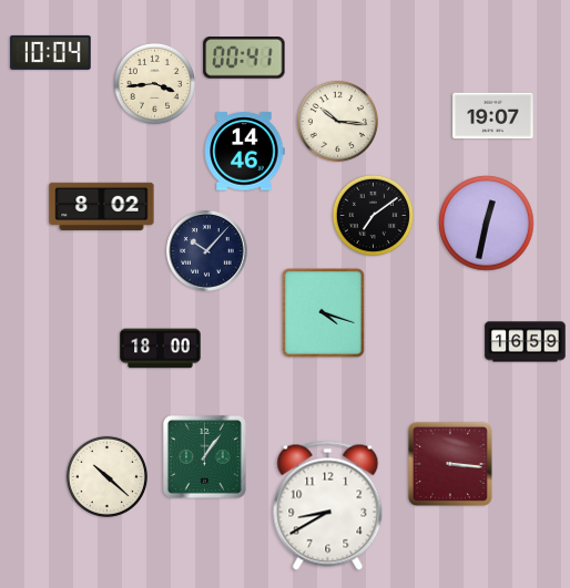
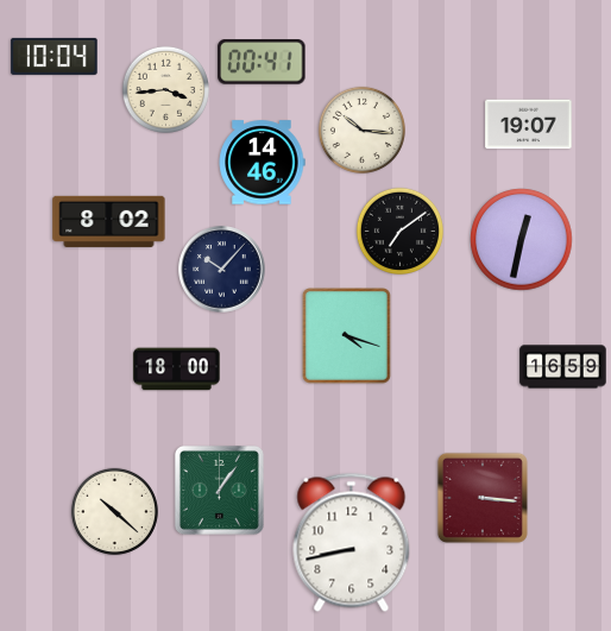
clock at (161, 349) position: (161, 349) -> (177, 370)
clock at (328, 505): 8:40 -> 8:43
